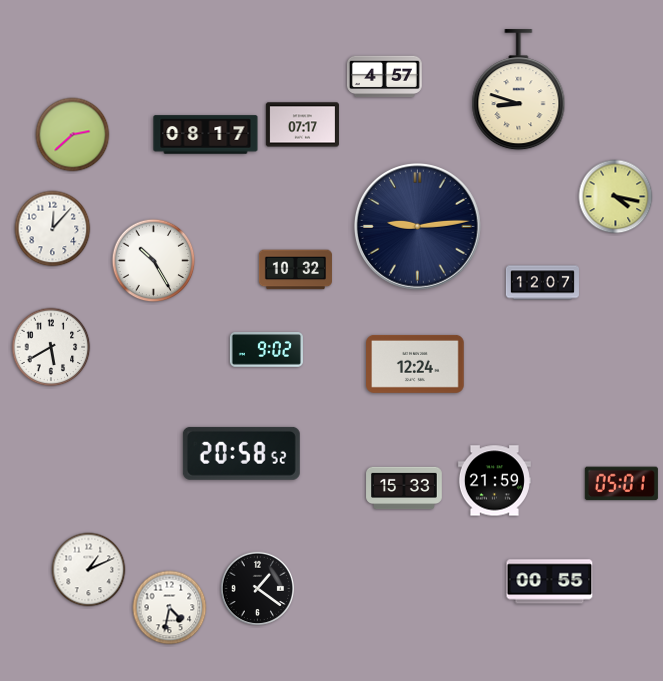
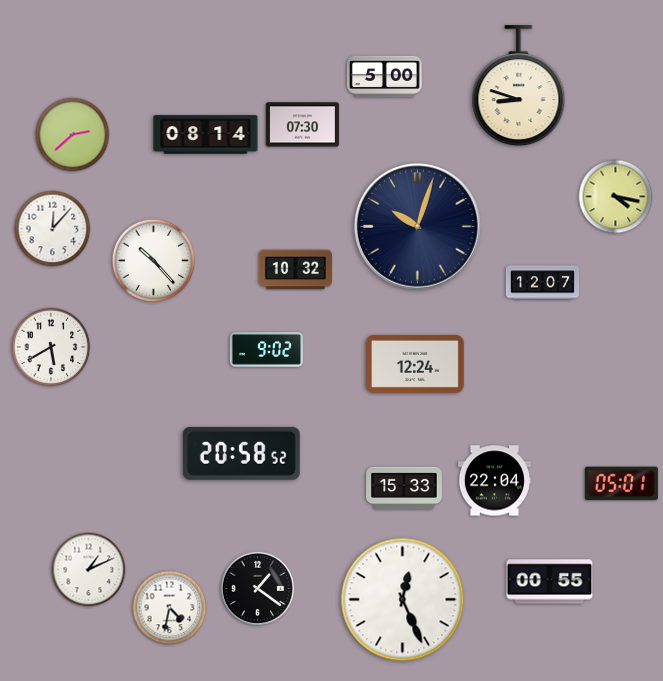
clock at (384, 77): 4:57 -> 5:00
clock at (519, 90) position: (519, 90) -> (519, 86)
clock at (302, 125): 07:17 -> 07:30
clock at (206, 135): 08:17 -> 08:14
clock at (418, 227): 9:14 -> 10:03
clock at (154, 261): 10:25 -> 10:23
clock at (494, 481): 21:59 -> 22:04
clock at (403, 600): none -> 12:26
